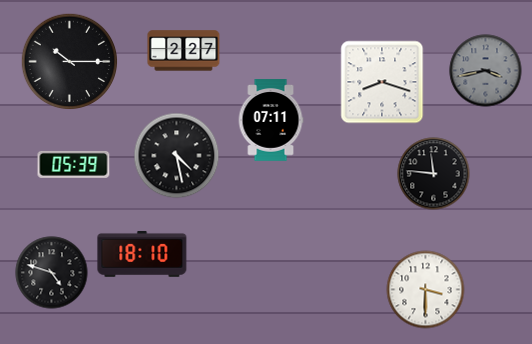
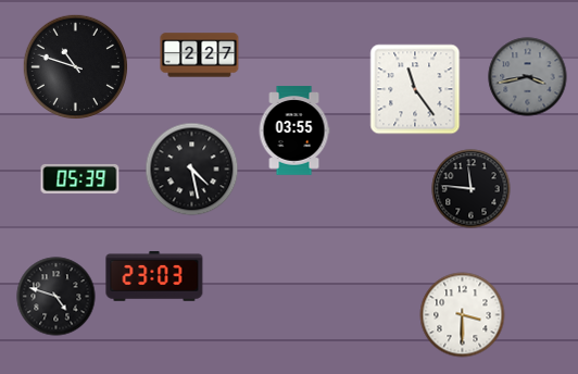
clock at (69, 61): 10:15 -> 10:48
clock at (382, 82): 8:18 -> 11:24
clock at (271, 120): 07:11 -> 03:55
clock at (142, 254): 18:10 -> 23:03
